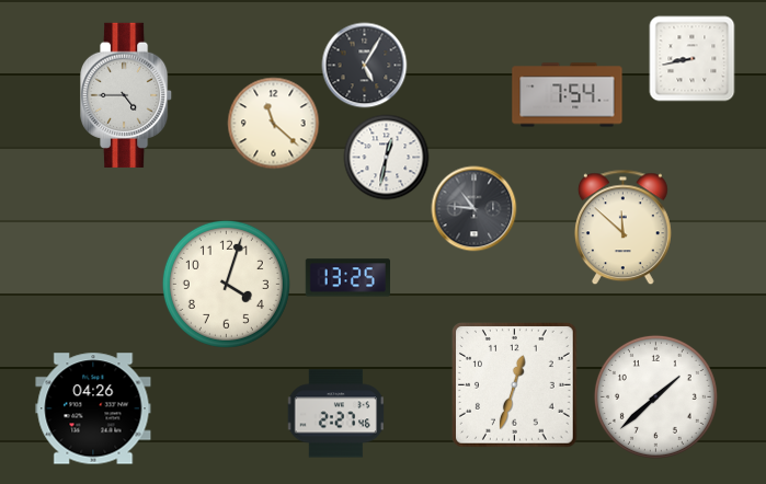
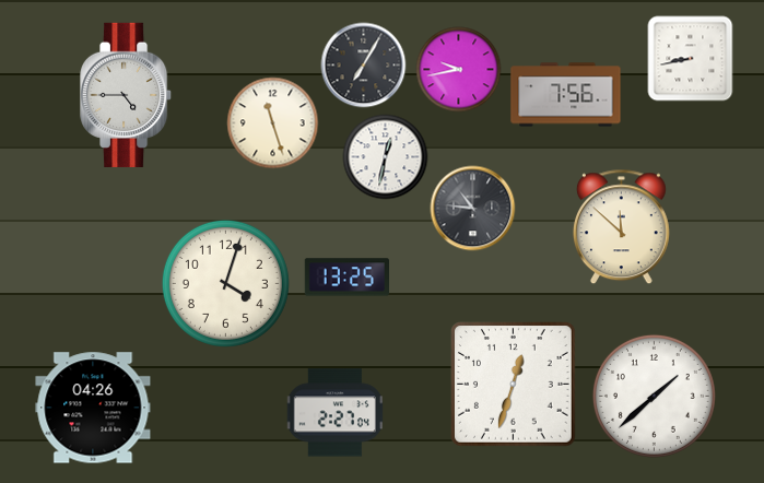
clock at (364, 65): 5:05 -> 7:05
clock at (458, 69): none -> 9:43
clock at (568, 95): 7:54 -> 7:56
clock at (273, 123): 11:22 -> 11:27
clock at (335, 414): 2:27:46 -> 2:27:04
